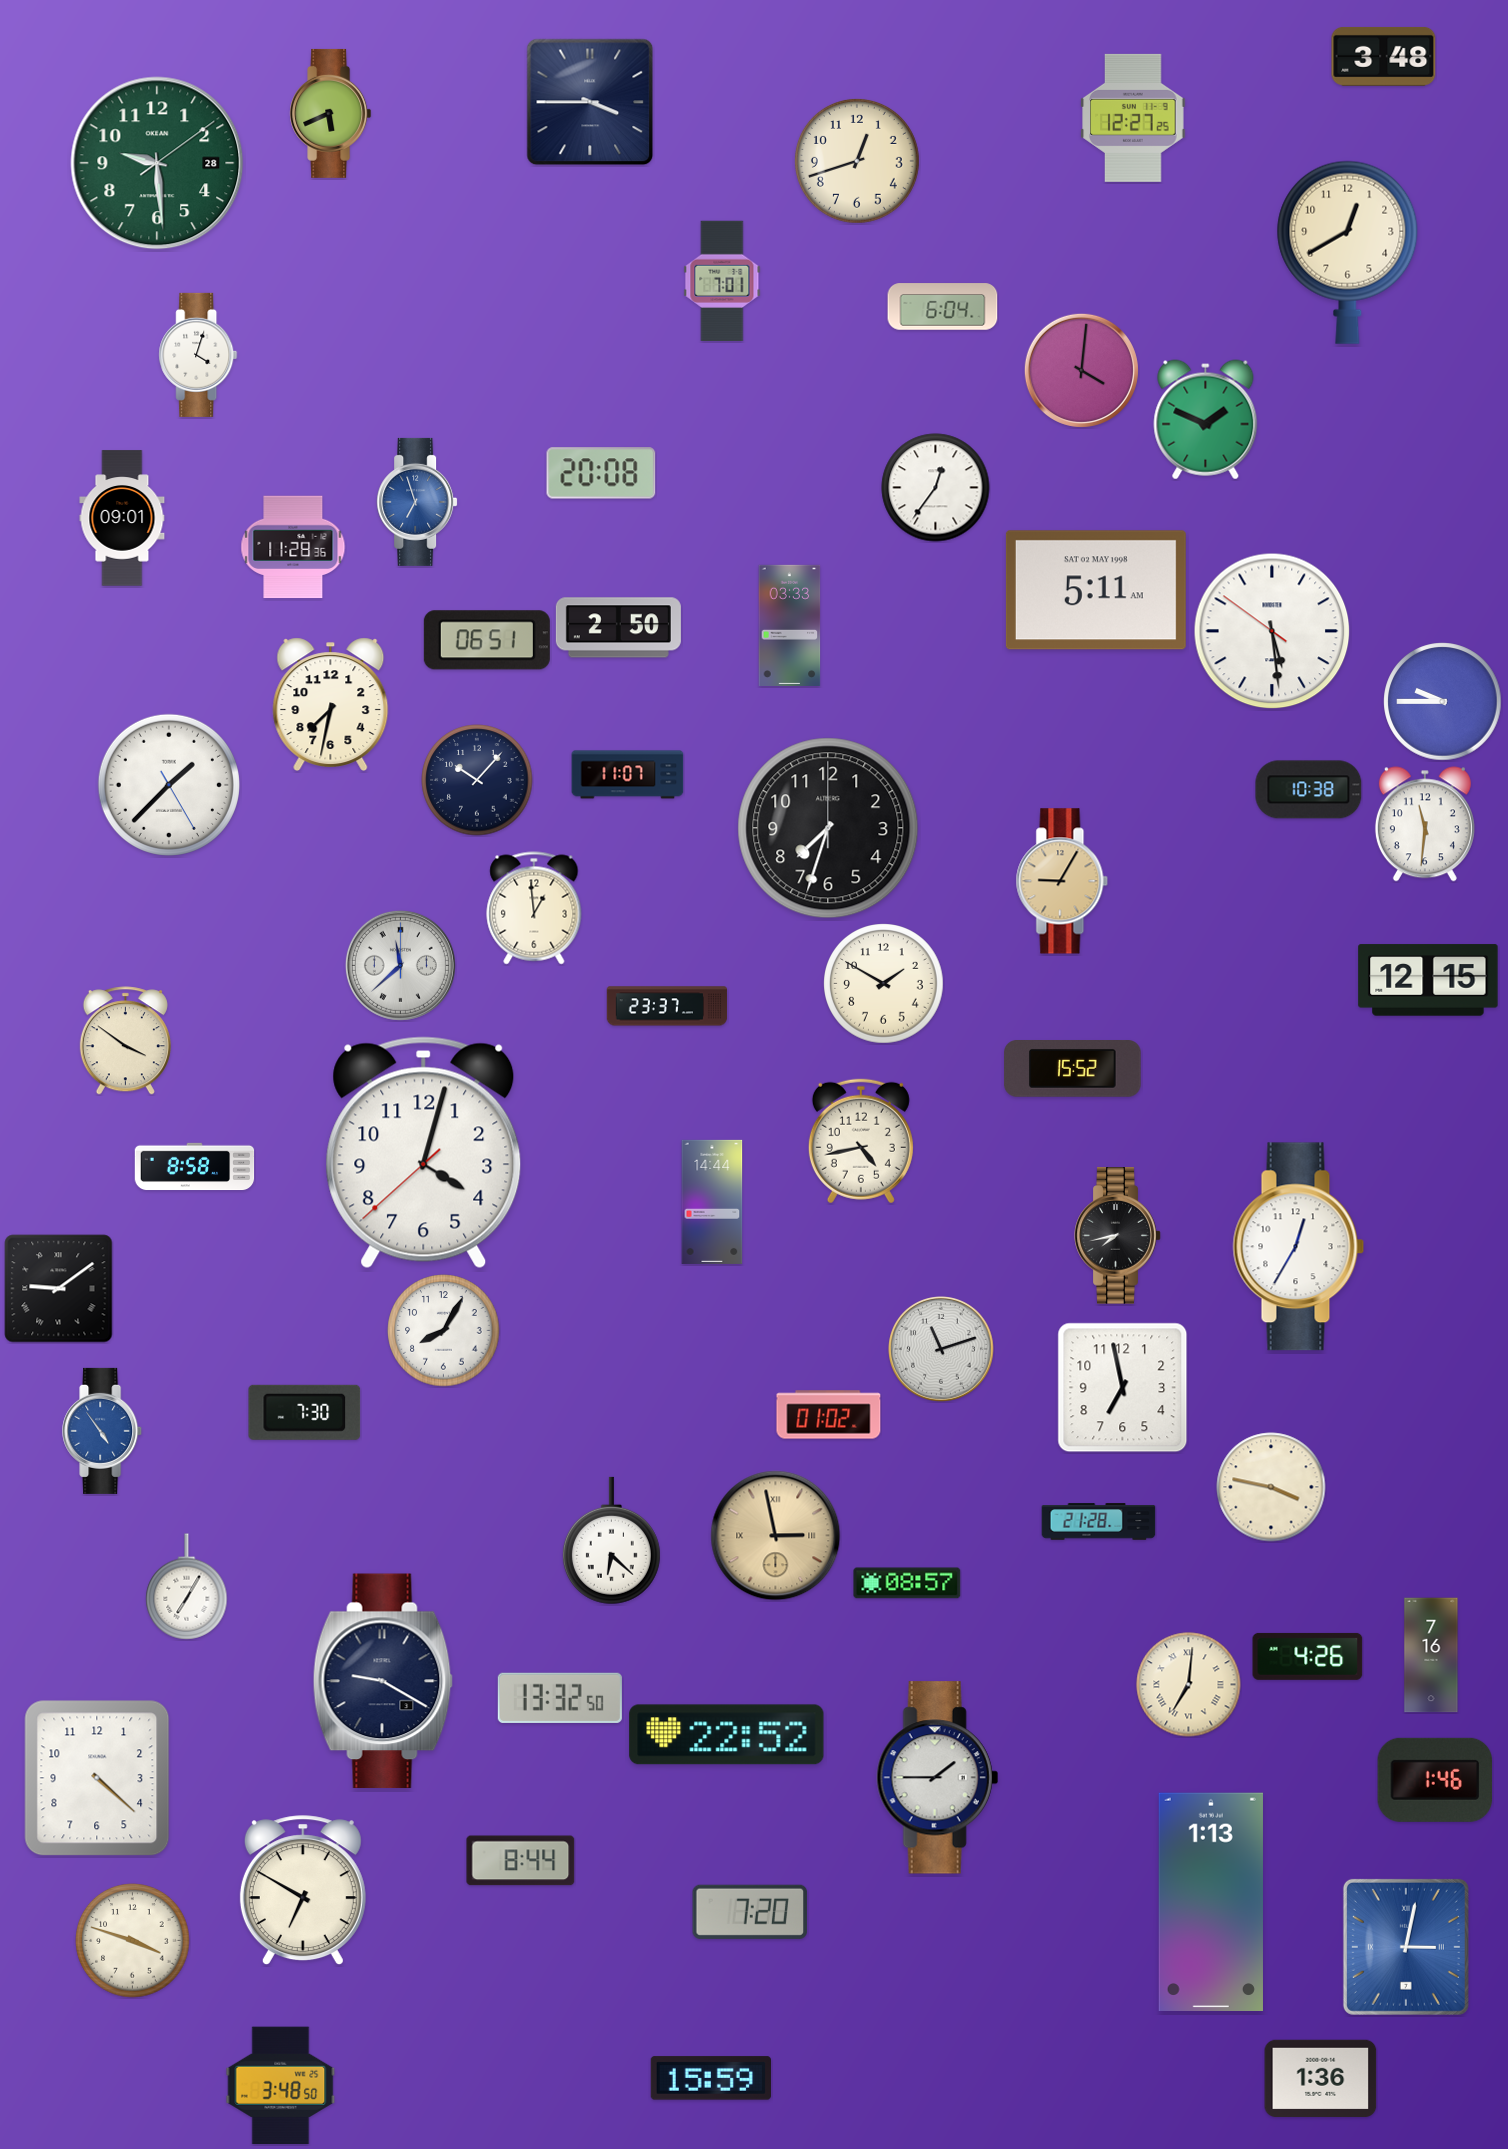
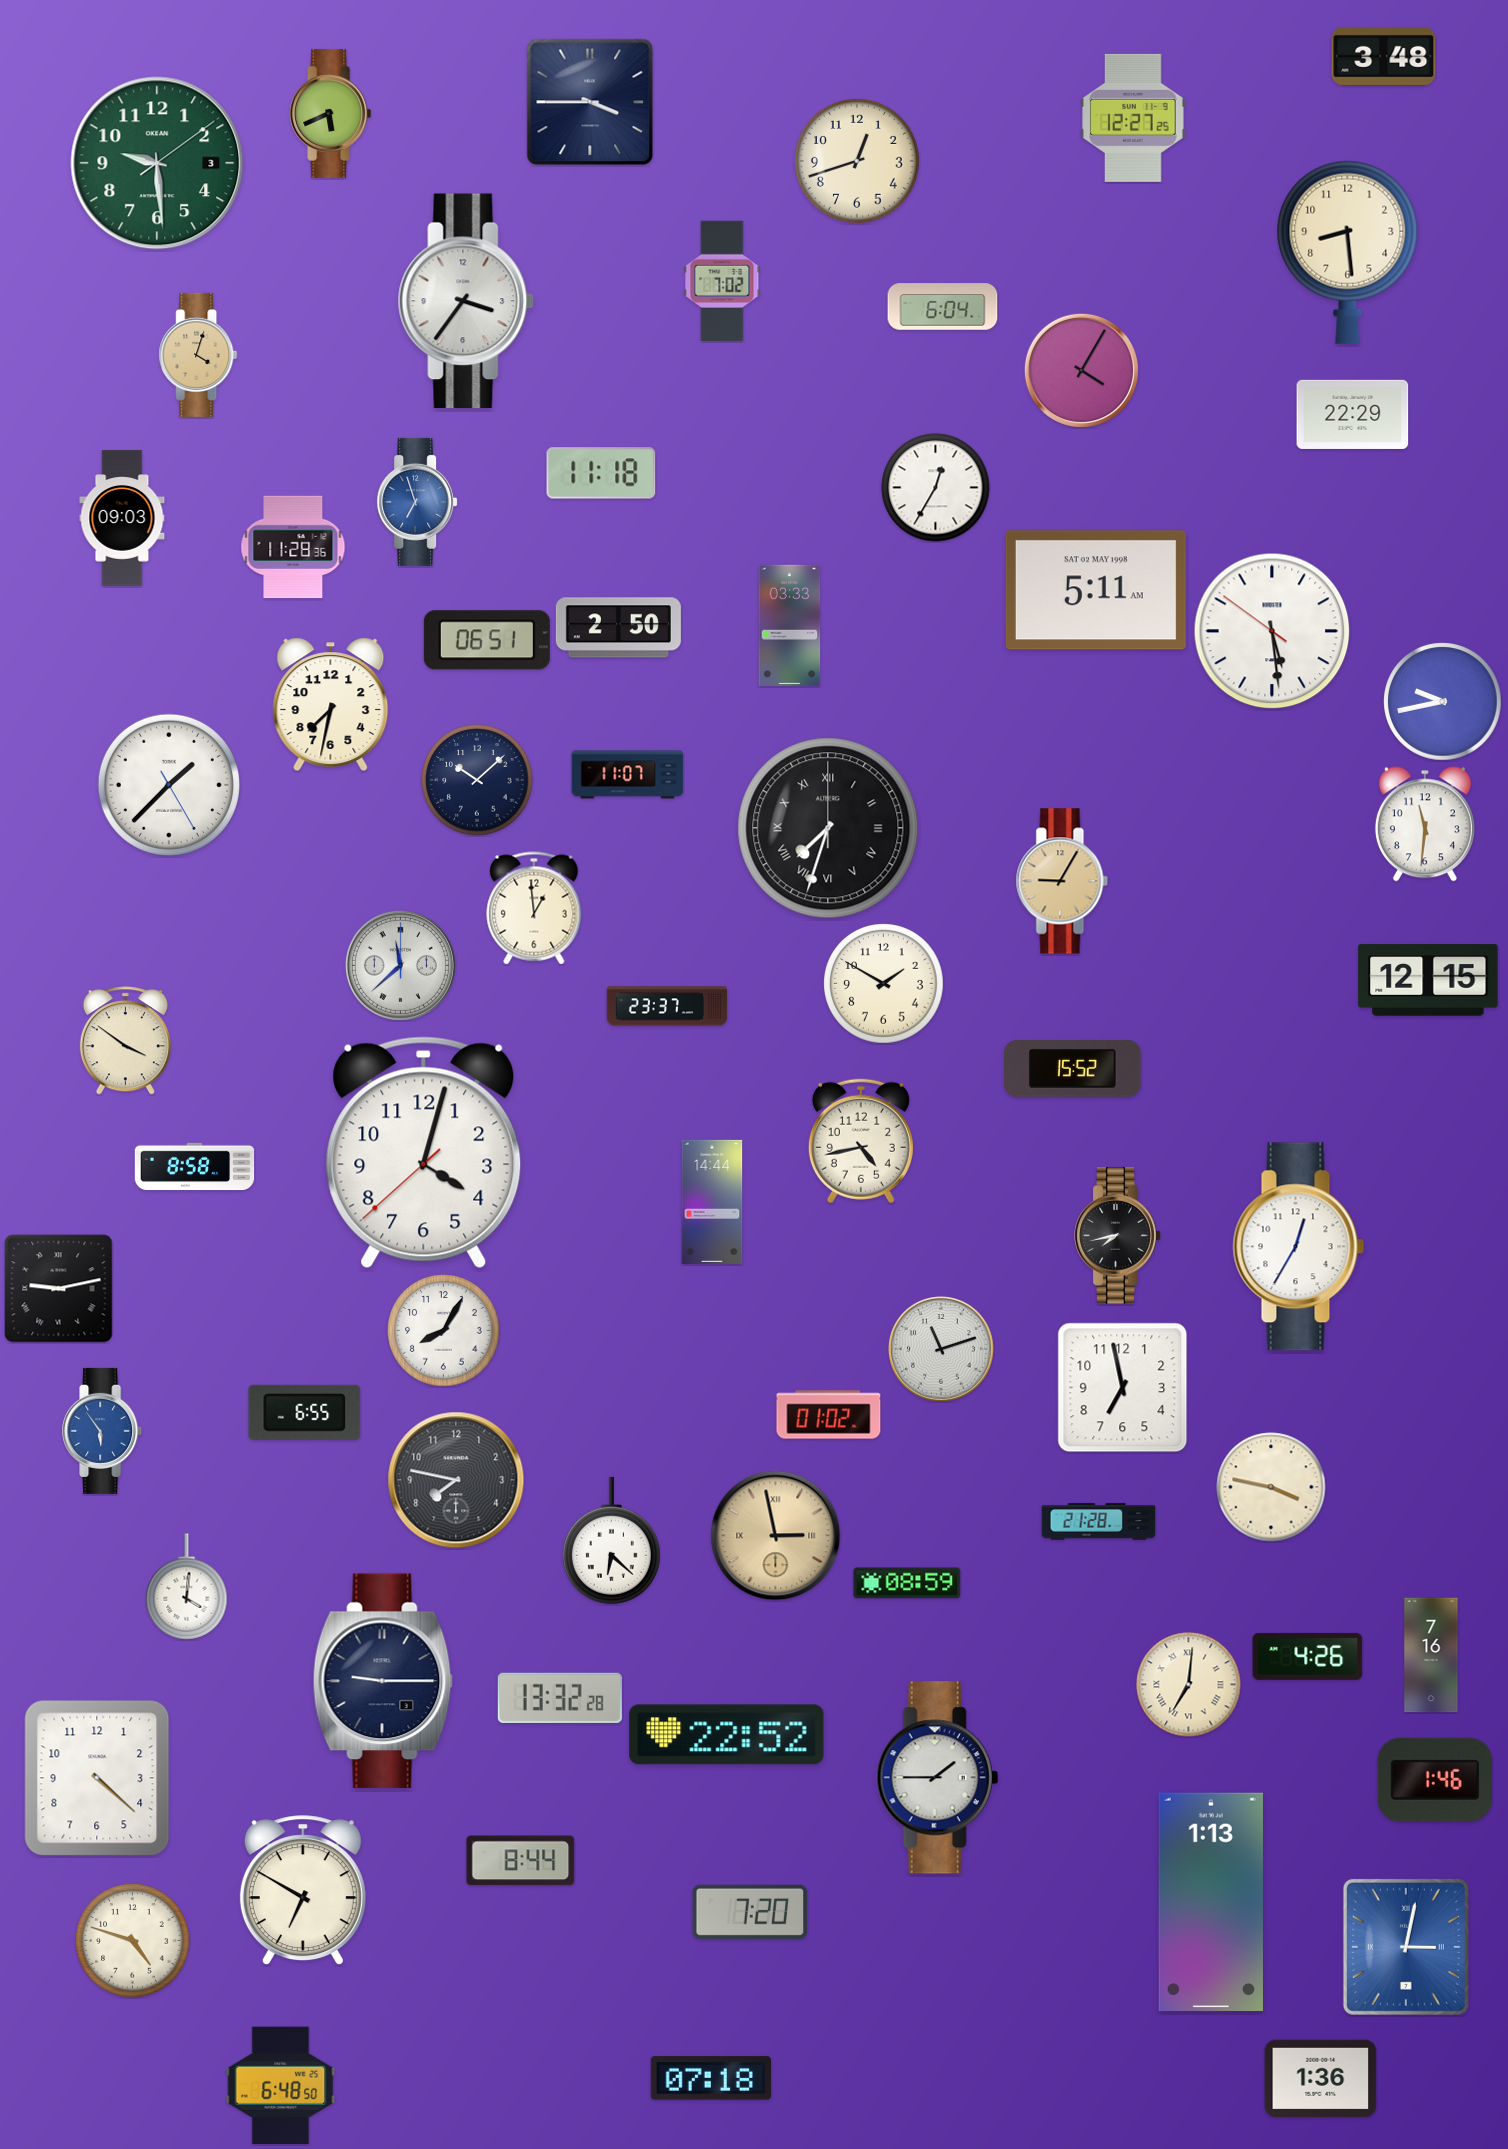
clock at (157, 163) date: 28 -> 3
clock at (1348, 252): 12:40 -> 8:29
clock at (722, 280): 7:01 -> 7:02
clock at (466, 301): none -> 3:36
clock at (198, 355) dial: white -> champagne
clock at (1081, 370): 4:01 -> 4:05
clock at (1353, 414): none -> 22:29
clock at (1206, 420): 1:49 -> none
clock at (601, 473): 20:08 -> 11:18
clock at (936, 488): 12:36 -> 12:35
clock at (122, 518): 09:01 -> 09:03
clock at (1443, 702): 9:45 -> 9:43
clock at (477, 780): 10:07 -> 10:08
clock at (1309, 790): 10:38 -> none
clock at (828, 828) numerals: Arabic -> Roman
clock at (59, 1289): 9:09 -> 9:13
clock at (305, 1412): 7:30 -> 6:55
clock at (103, 1431): 4:54 -> 5:54
clock at (456, 1480): none -> 7:47
clock at (907, 1583): 08:57 -> 08:59
clock at (187, 1587): 7:05 -> 4:01
clock at (383, 1681): 9:20 -> 9:15
clock at (560, 1698): 13:32:50 -> 13:32:28
clock at (133, 1941): 3:48 -> 4:48
clock at (711, 2078): 15:59 -> 07:18
clock at (281, 2086): 3:48 -> 6:48
